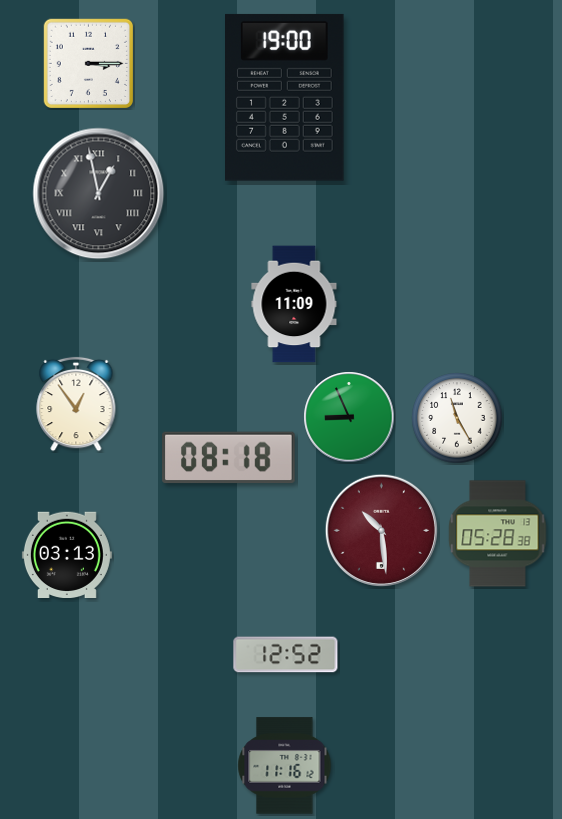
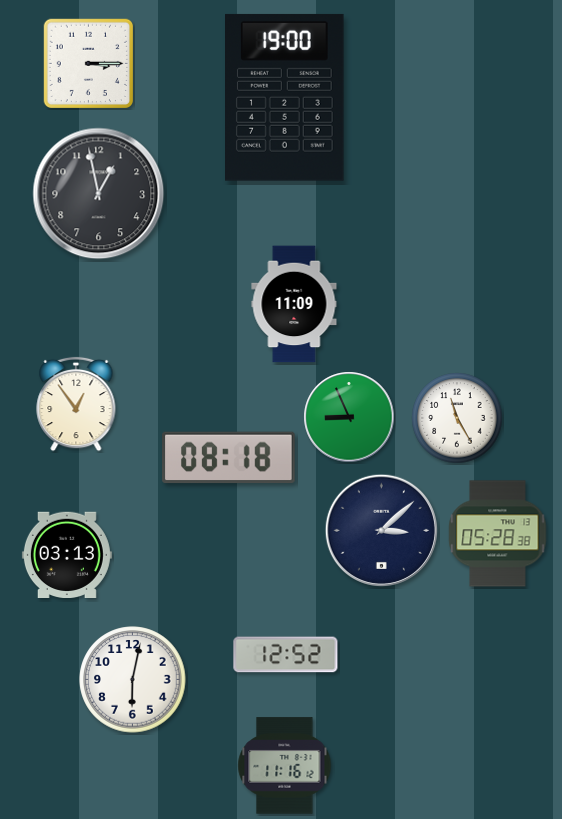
clock at (99, 194) numerals: Roman -> Arabic
clock at (381, 530): 10:29 -> 3:08
clock at (381, 530) dial: burgundy -> navy
clock at (133, 680): none -> 6:02
